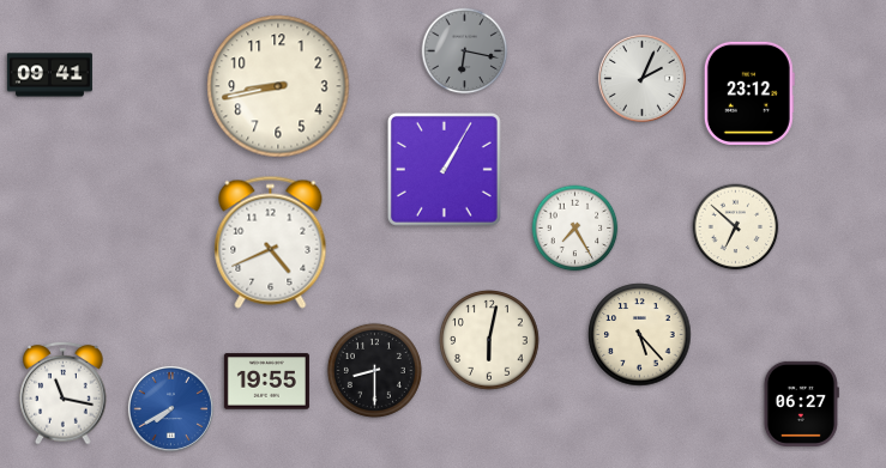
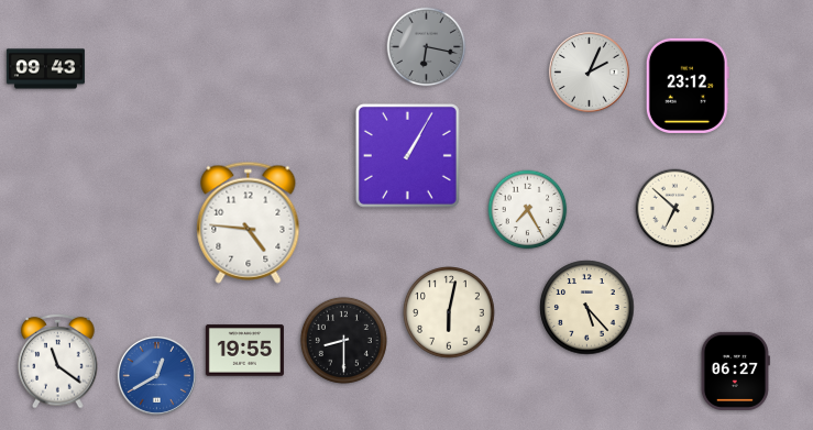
clock at (49, 75): 09:41 -> 09:43
clock at (278, 86): 8:43 -> none
clock at (271, 242): 4:41 -> 4:46
clock at (64, 393): 11:17 -> 11:21
clock at (170, 408): 7:40 -> 12:40
